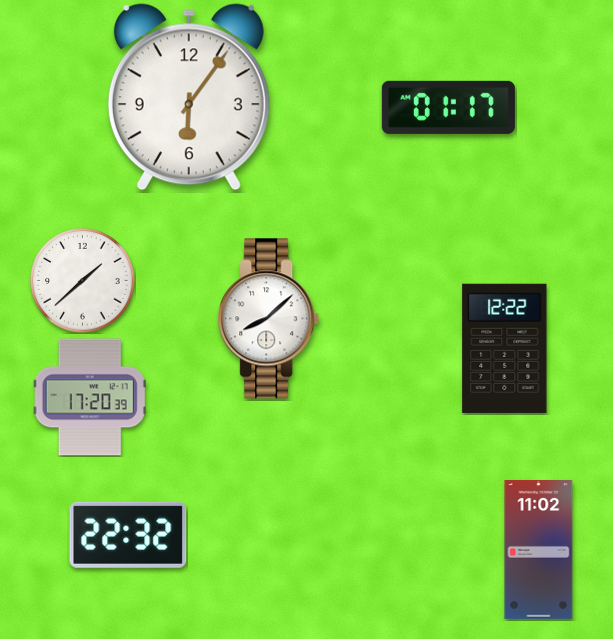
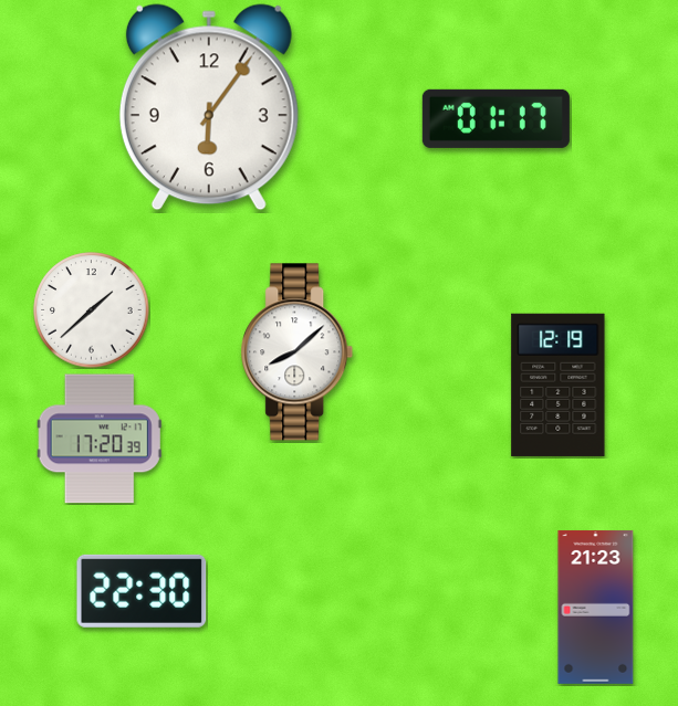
clock at (505, 348): 12:22 -> 12:19
clock at (128, 535): 22:32 -> 22:30
clock at (539, 549): 11:02 -> 21:23
